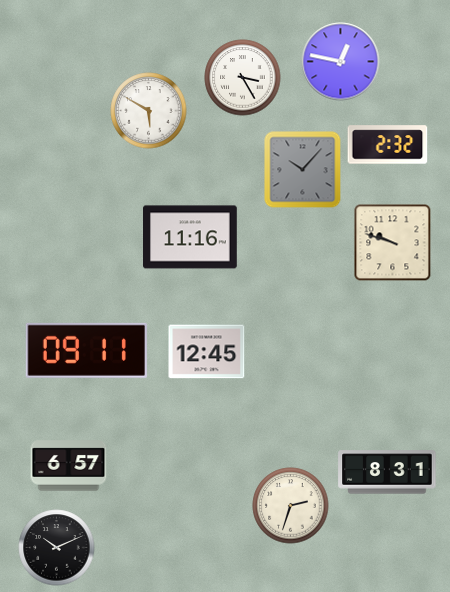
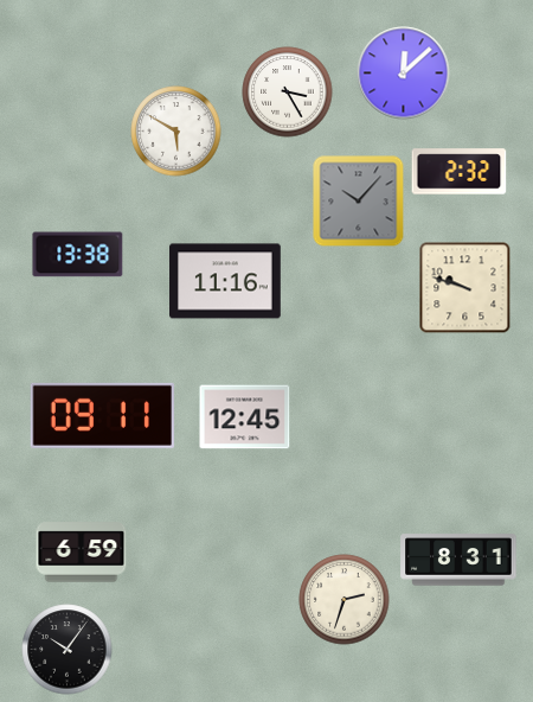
clock at (341, 62): 12:47 -> 12:08
clock at (78, 255): none -> 13:38
clock at (69, 466): 6:57 -> 6:59
clock at (57, 548): 10:11 -> 10:06
